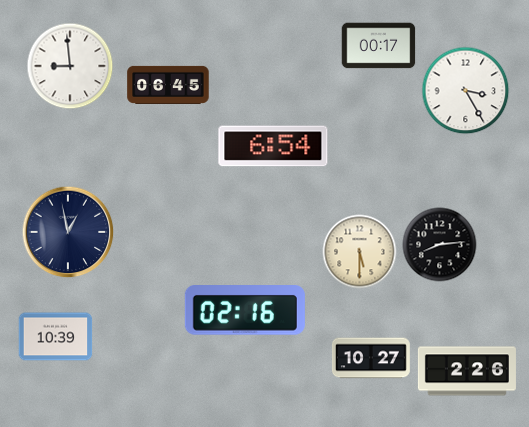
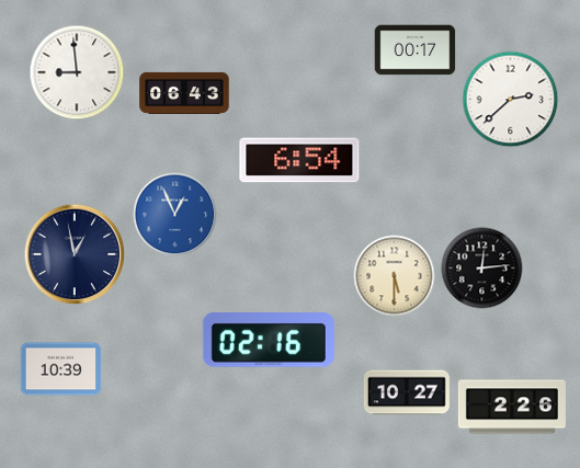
clock at (168, 85): 06:45 -> 06:43
clock at (466, 91): 3:25 -> 2:38
clock at (175, 215): none -> 12:56
clock at (440, 245): 8:14 -> 12:14
